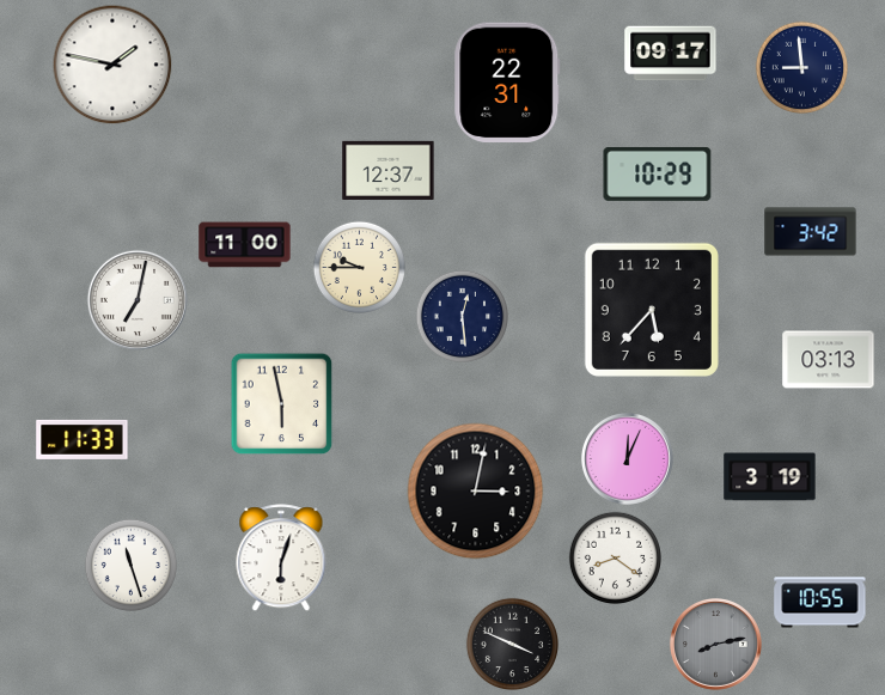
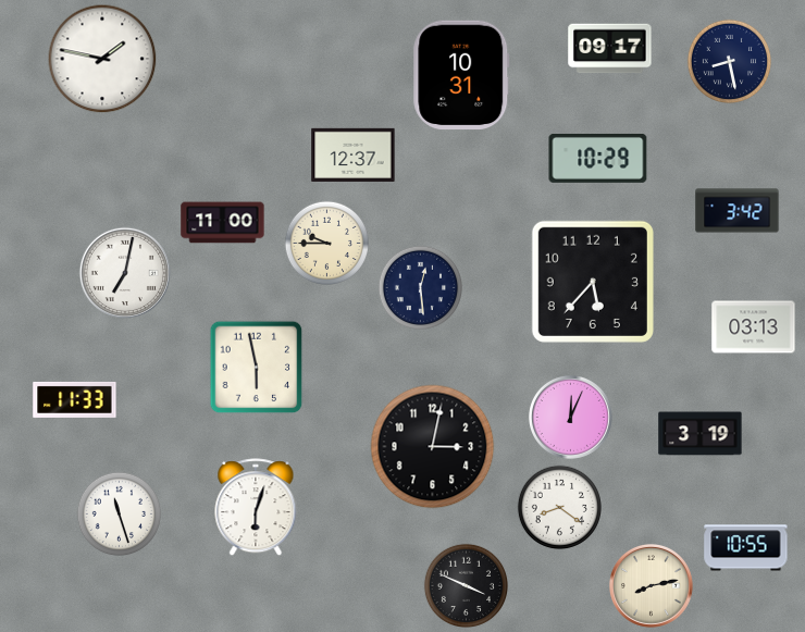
clock at (801, 67): 8:59 -> 8:28
clock at (507, 83): 22:31 -> 10:31
clock at (715, 644) dial: grey -> cream
